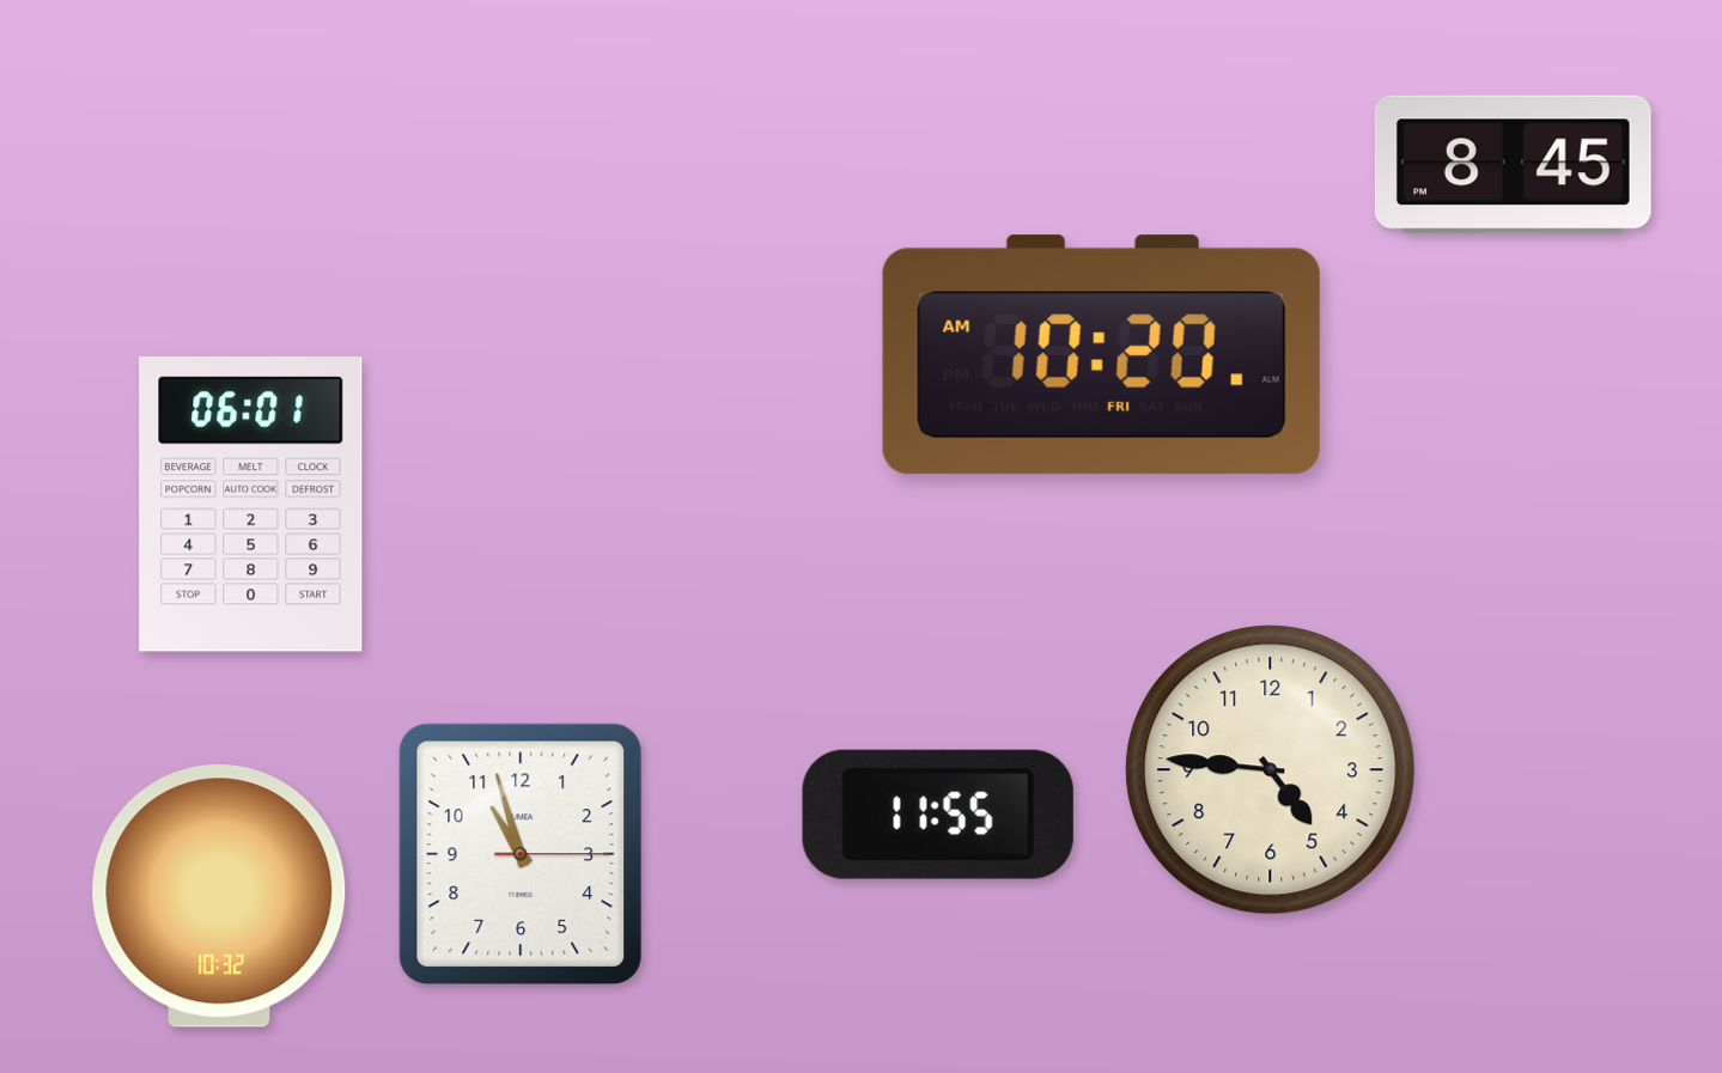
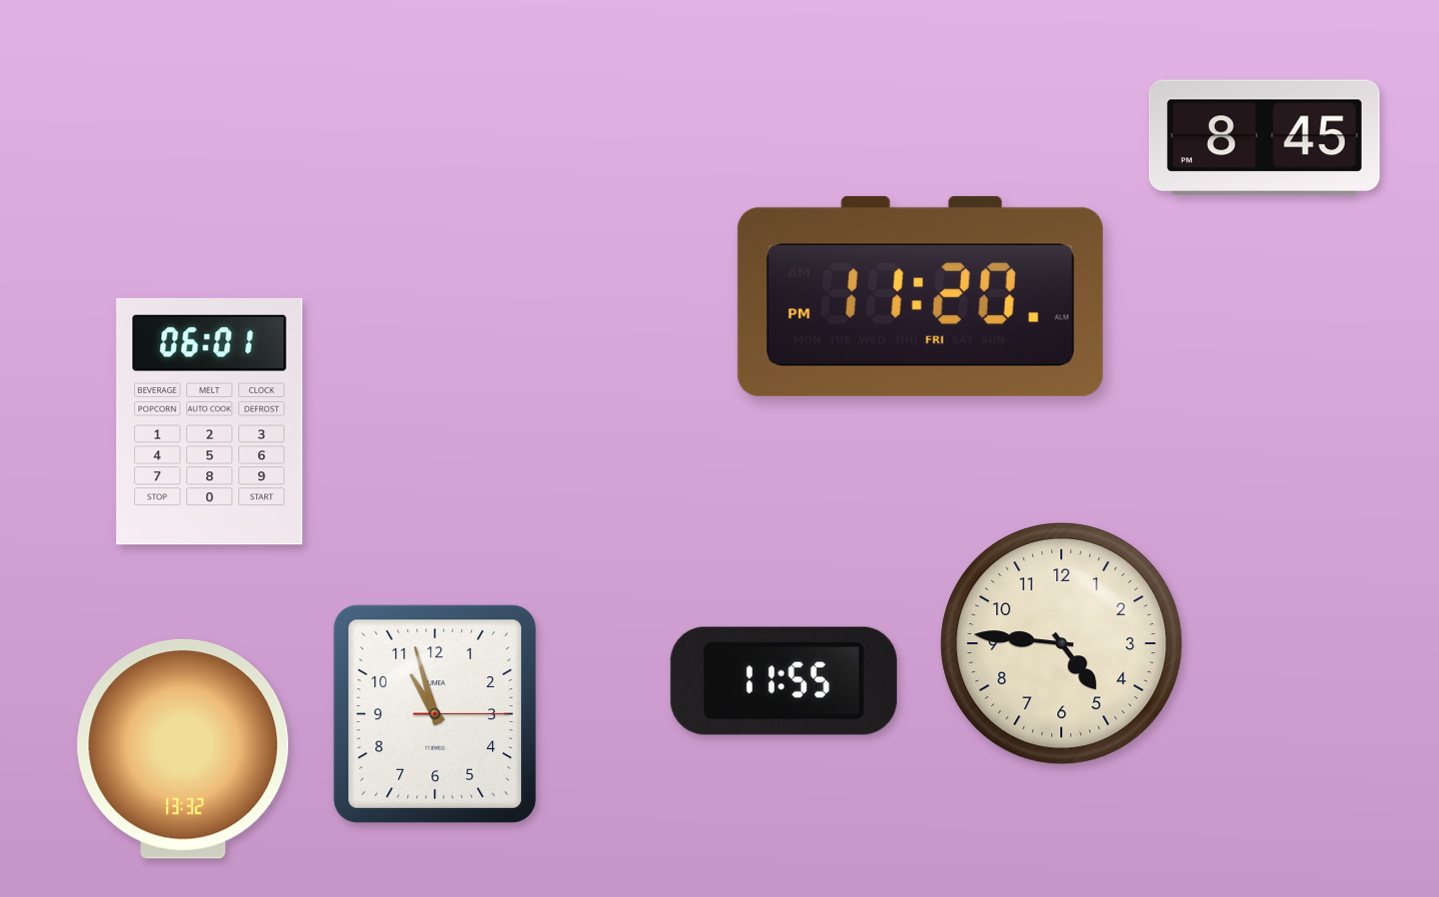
clock at (1101, 355): 10:20 -> 11:20
clock at (219, 896): 10:32 -> 13:32
